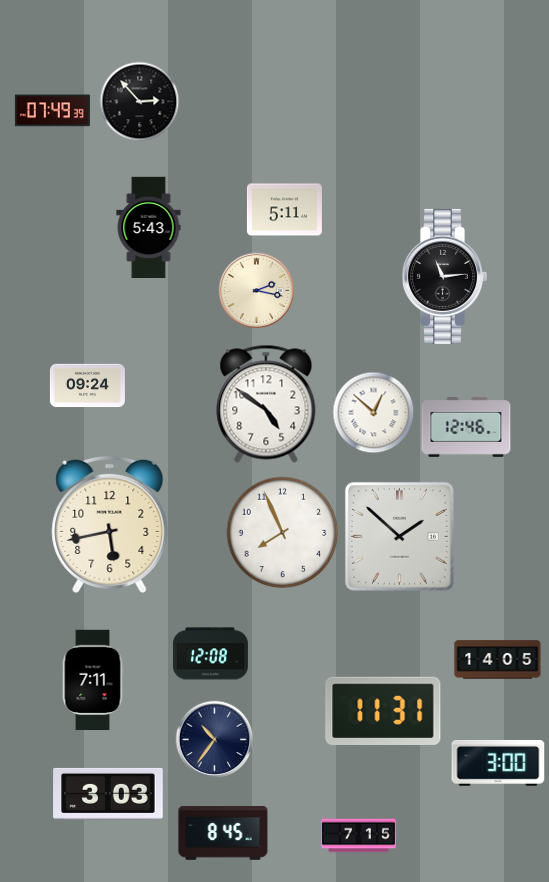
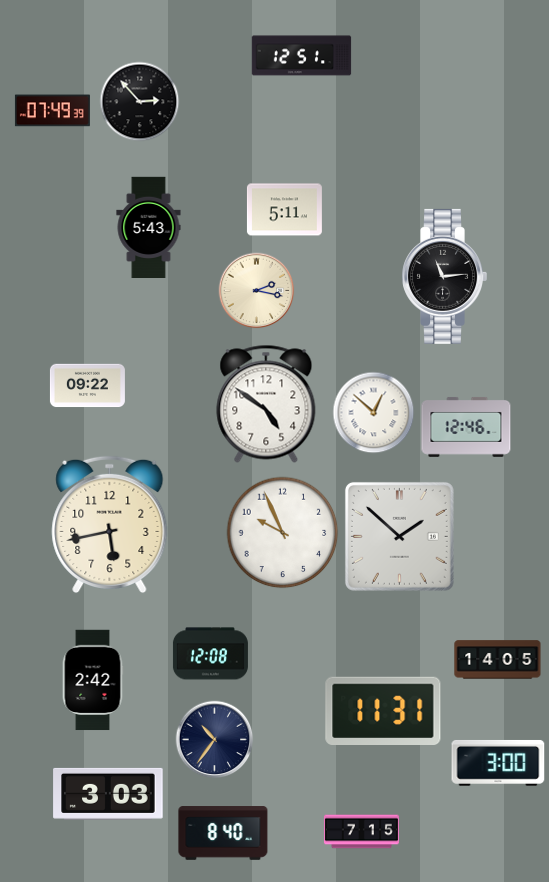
clock at (302, 56): none -> 12:51
clock at (87, 386): 09:24 -> 09:22
clock at (283, 533): 7:56 -> 9:56
clock at (93, 680): 7:11 -> 2:42
clock at (223, 833): 8:45 -> 8:40
clock at (358, 836) position: (358, 836) -> (361, 832)
